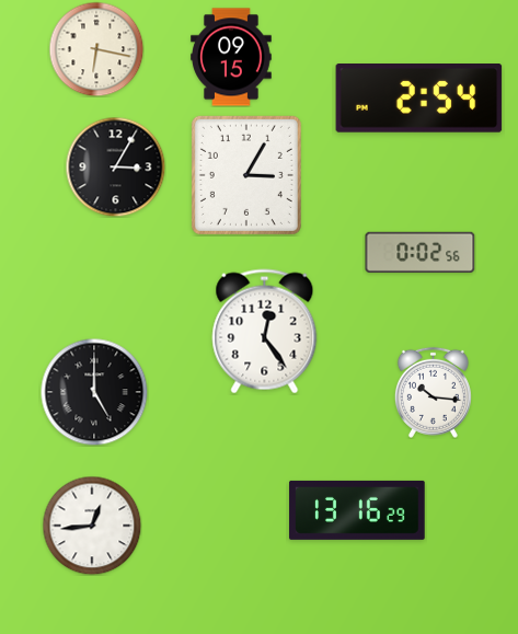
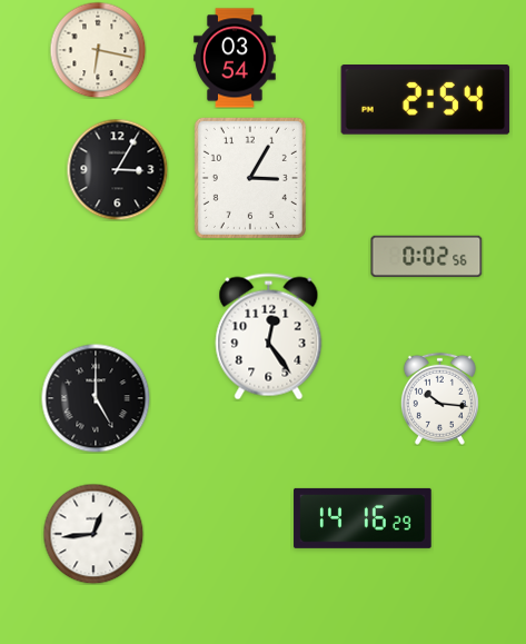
clock at (231, 57): 09:15 -> 03:54
clock at (357, 510): 13:16 -> 14:16
